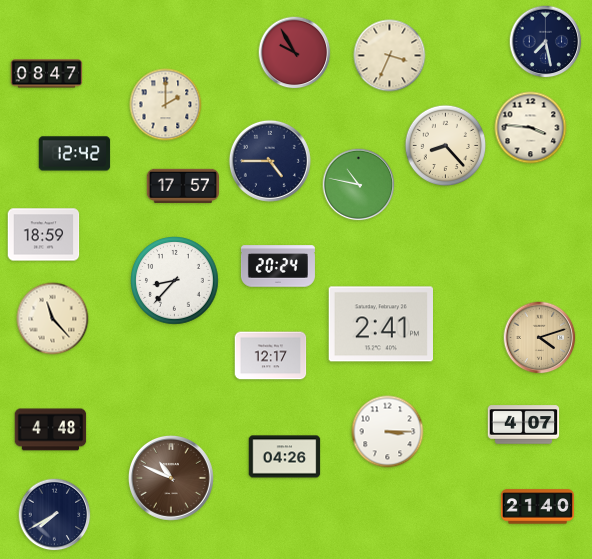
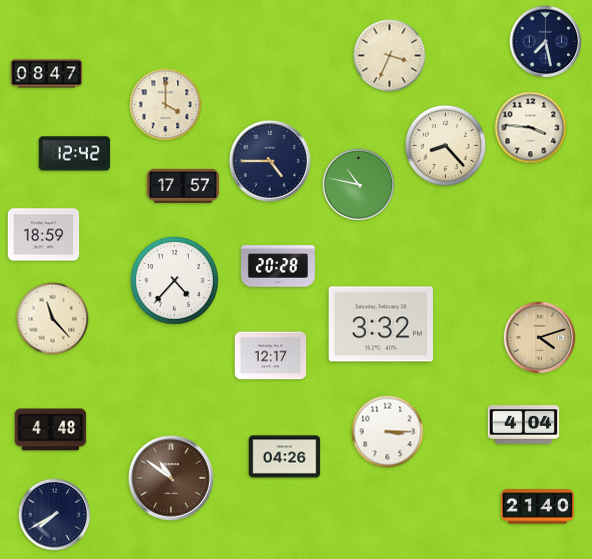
clock at (295, 53): 9:55 -> none
clock at (166, 105): 2:00 -> 4:00
clock at (278, 266): 20:24 -> 20:28
clock at (175, 281): 8:37 -> 4:37
clock at (381, 324): 2:41 -> 3:32
clock at (524, 425): 4:07 -> 4:04
clock at (171, 478): 10:49 -> 10:51
